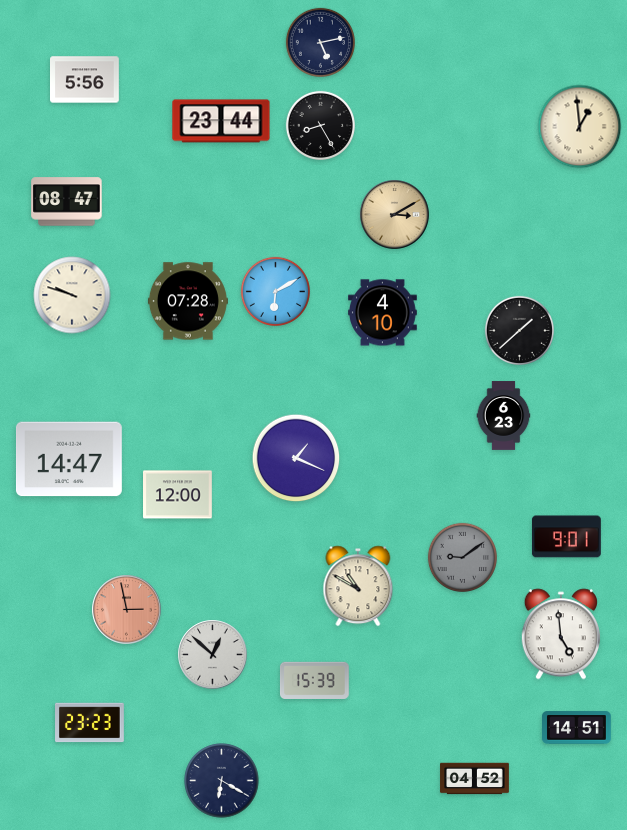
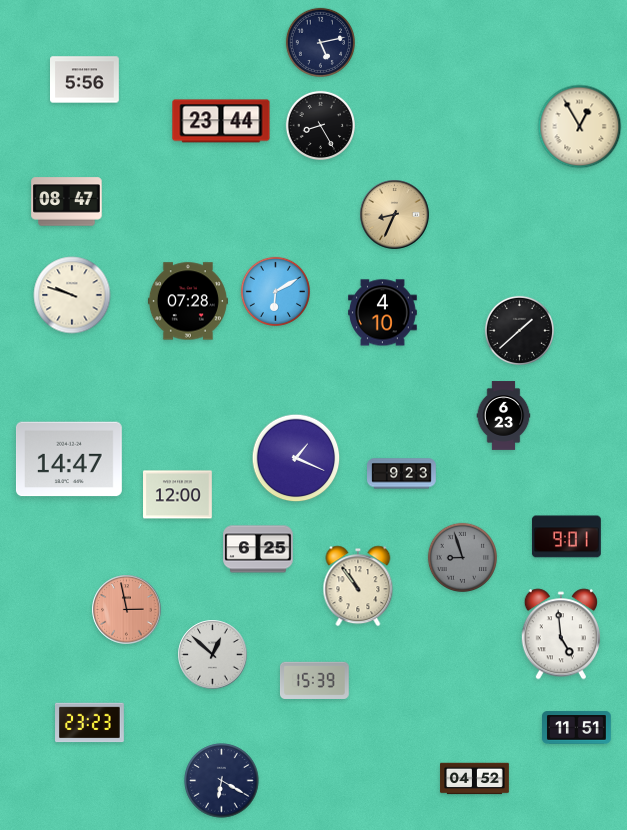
clock at (580, 127): 12:59 -> 12:55
clock at (395, 215): 3:10 -> 8:34
clock at (402, 474): none -> 9:23
clock at (258, 549): none -> 6:25
clock at (462, 557): 9:09 -> 8:57
clock at (358, 586): 10:50 -> 10:54
clock at (577, 728): 14:51 -> 11:51
